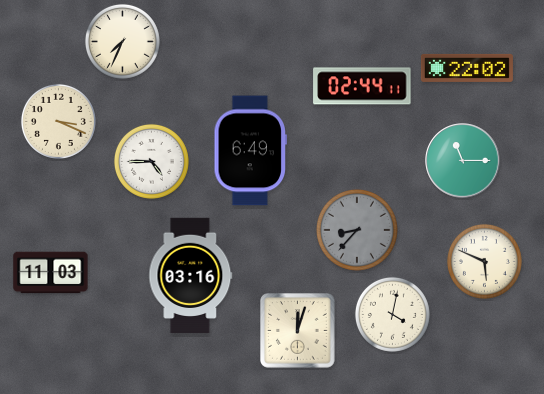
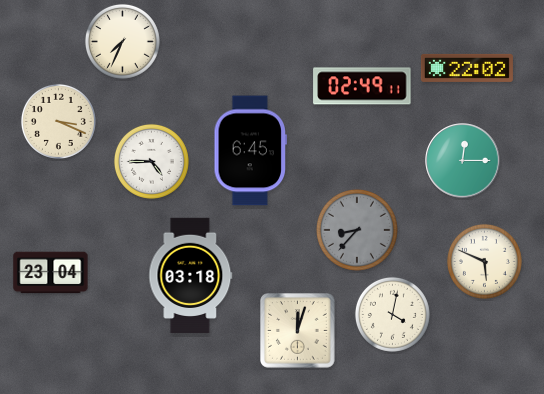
clock at (362, 86): 02:44 -> 02:49
clock at (251, 151): 6:49 -> 6:45
clock at (463, 161): 11:15 -> 12:15
clock at (51, 273): 11:03 -> 23:04
clock at (191, 276): 03:16 -> 03:18
